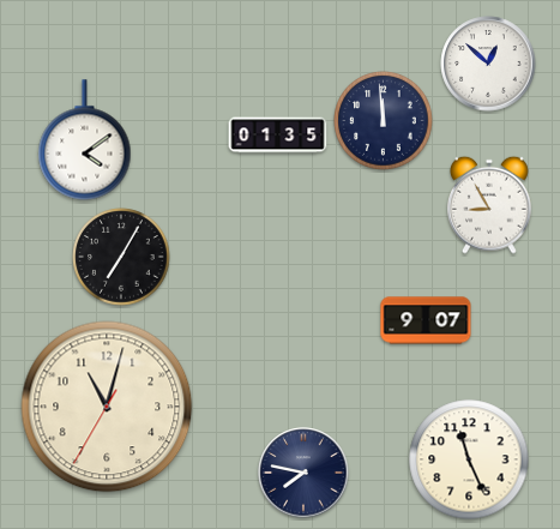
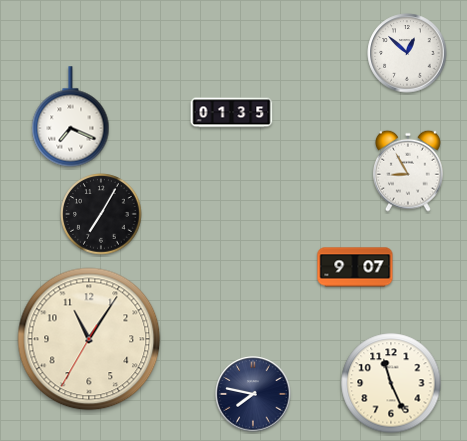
clock at (384, 121): 11:59 -> none
clock at (85, 140): 4:09 -> 7:19
clock at (107, 407): 11:02 -> 11:05
